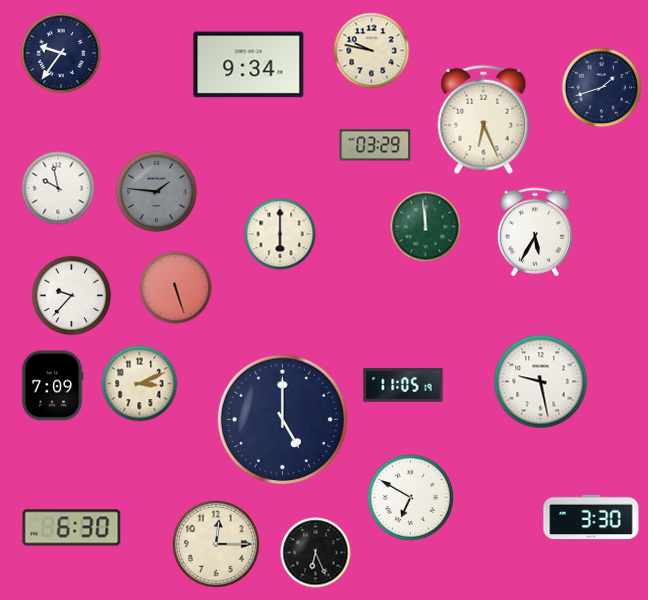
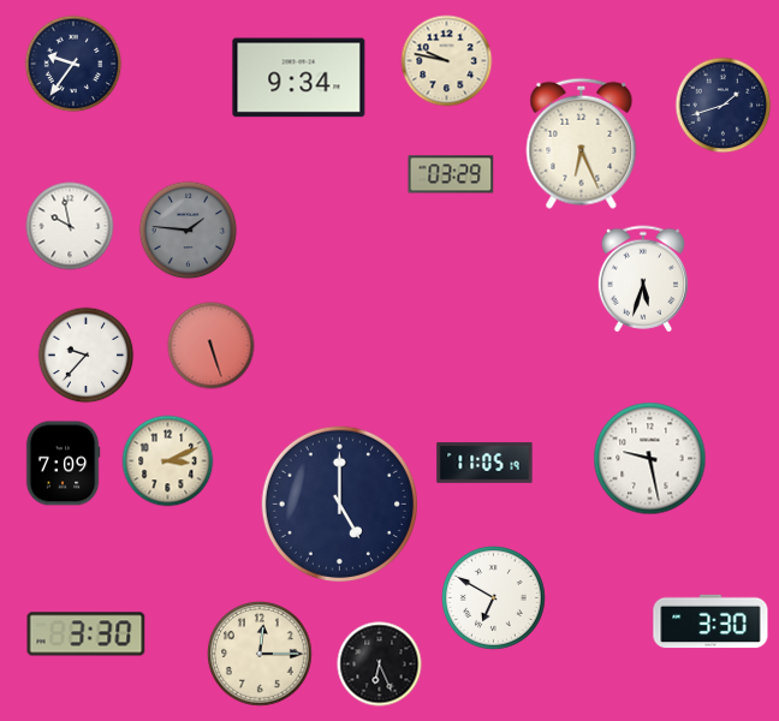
clock at (426, 227): 11:59 -> none
clock at (535, 232): 5:35 -> 5:33
clock at (280, 234): 6:00 -> none
clock at (72, 528): 6:30 -> 3:30
